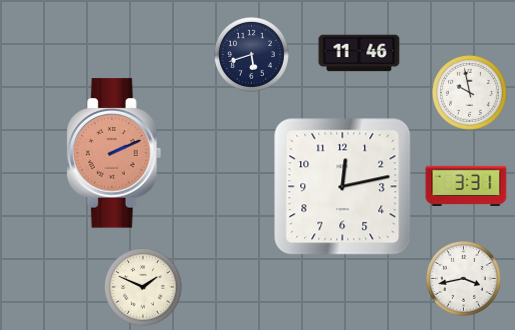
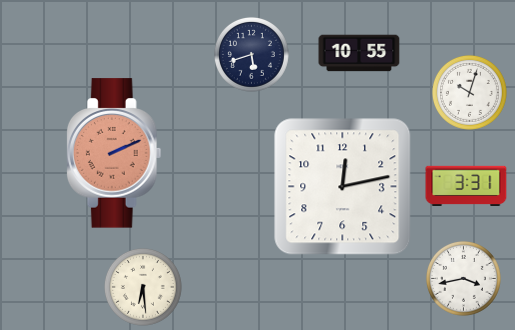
clock at (359, 53): 11:46 -> 10:55
clock at (469, 92): 9:58 -> 10:03
clock at (143, 287): 1:49 -> 6:29
